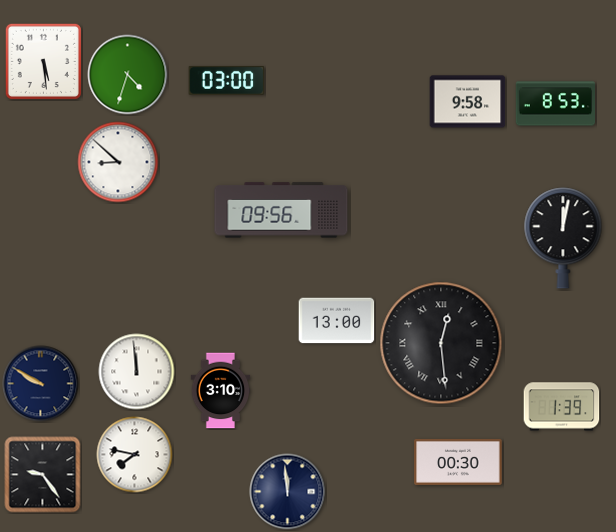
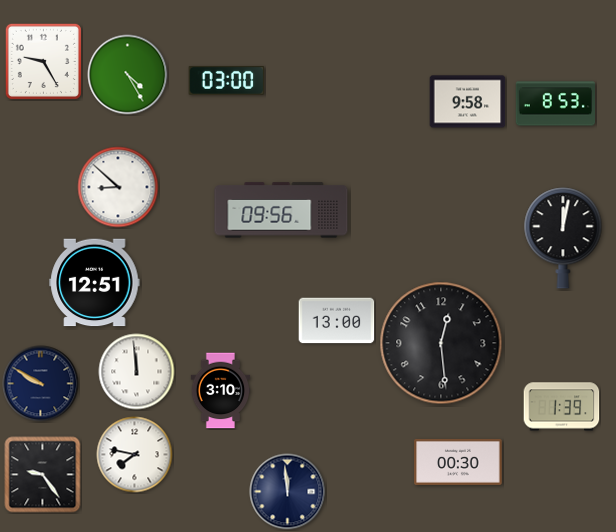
clock at (43, 61): 5:29 -> 9:25
clock at (128, 75): 4:33 -> 4:25
clock at (118, 162) position: (118, 162) -> (118, 187)
clock at (95, 283): none -> 12:51
clock at (441, 343) numerals: Roman -> Arabic
